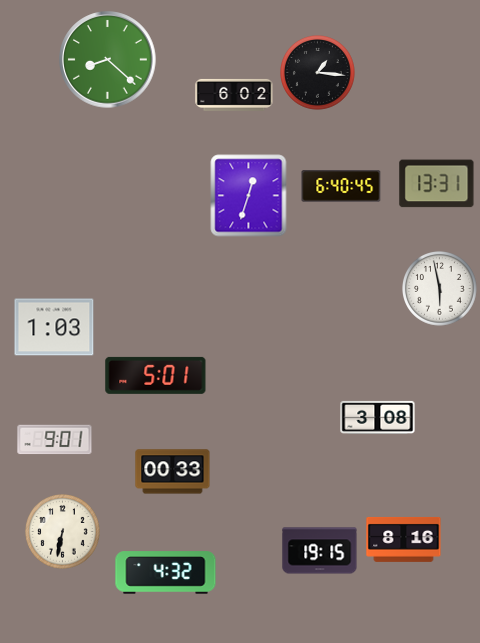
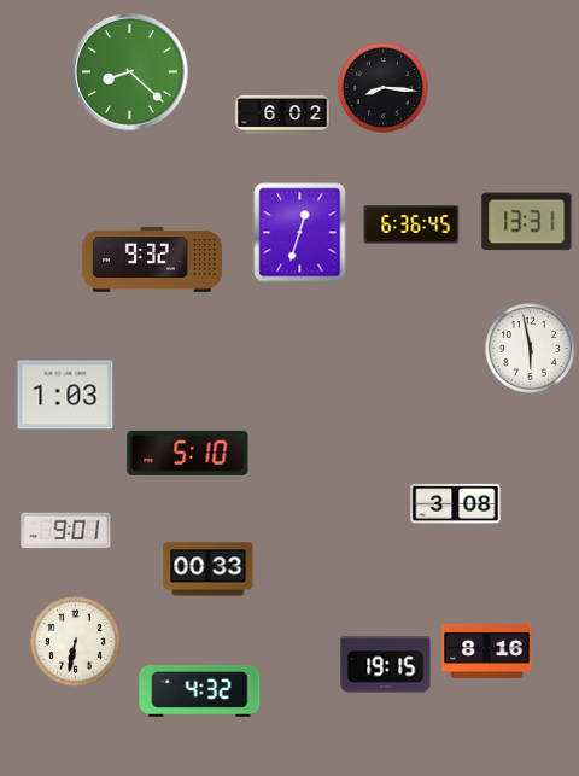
clock at (318, 73): 1:16 -> 8:16
clock at (341, 186): 6:40 -> 6:36
clock at (249, 196) position: (249, 196) -> (300, 233)
clock at (152, 259): none -> 9:32
clock at (156, 375): 5:01 -> 5:10
